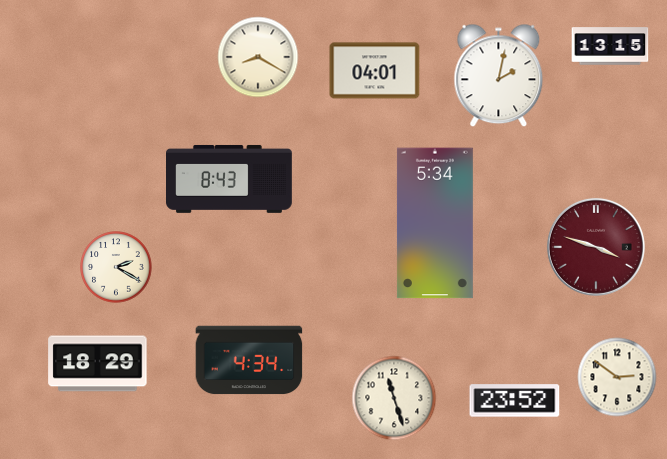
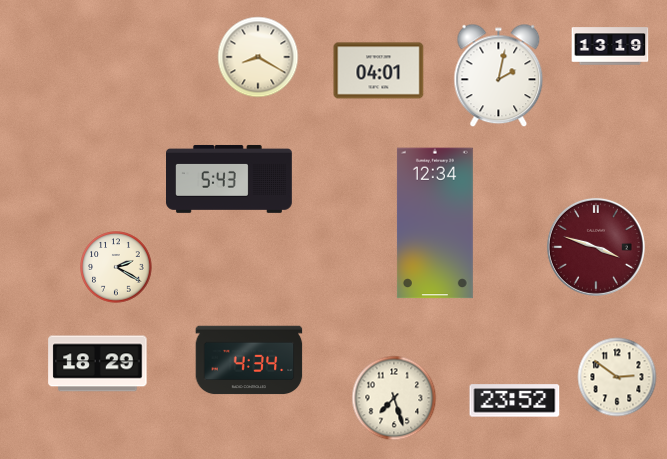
clock at (610, 46): 13:15 -> 13:19
clock at (375, 71) position: (375, 71) -> (379, 71)
clock at (230, 179): 8:43 -> 5:43
clock at (435, 223): 5:34 -> 12:34
clock at (394, 398): 11:27 -> 7:27
